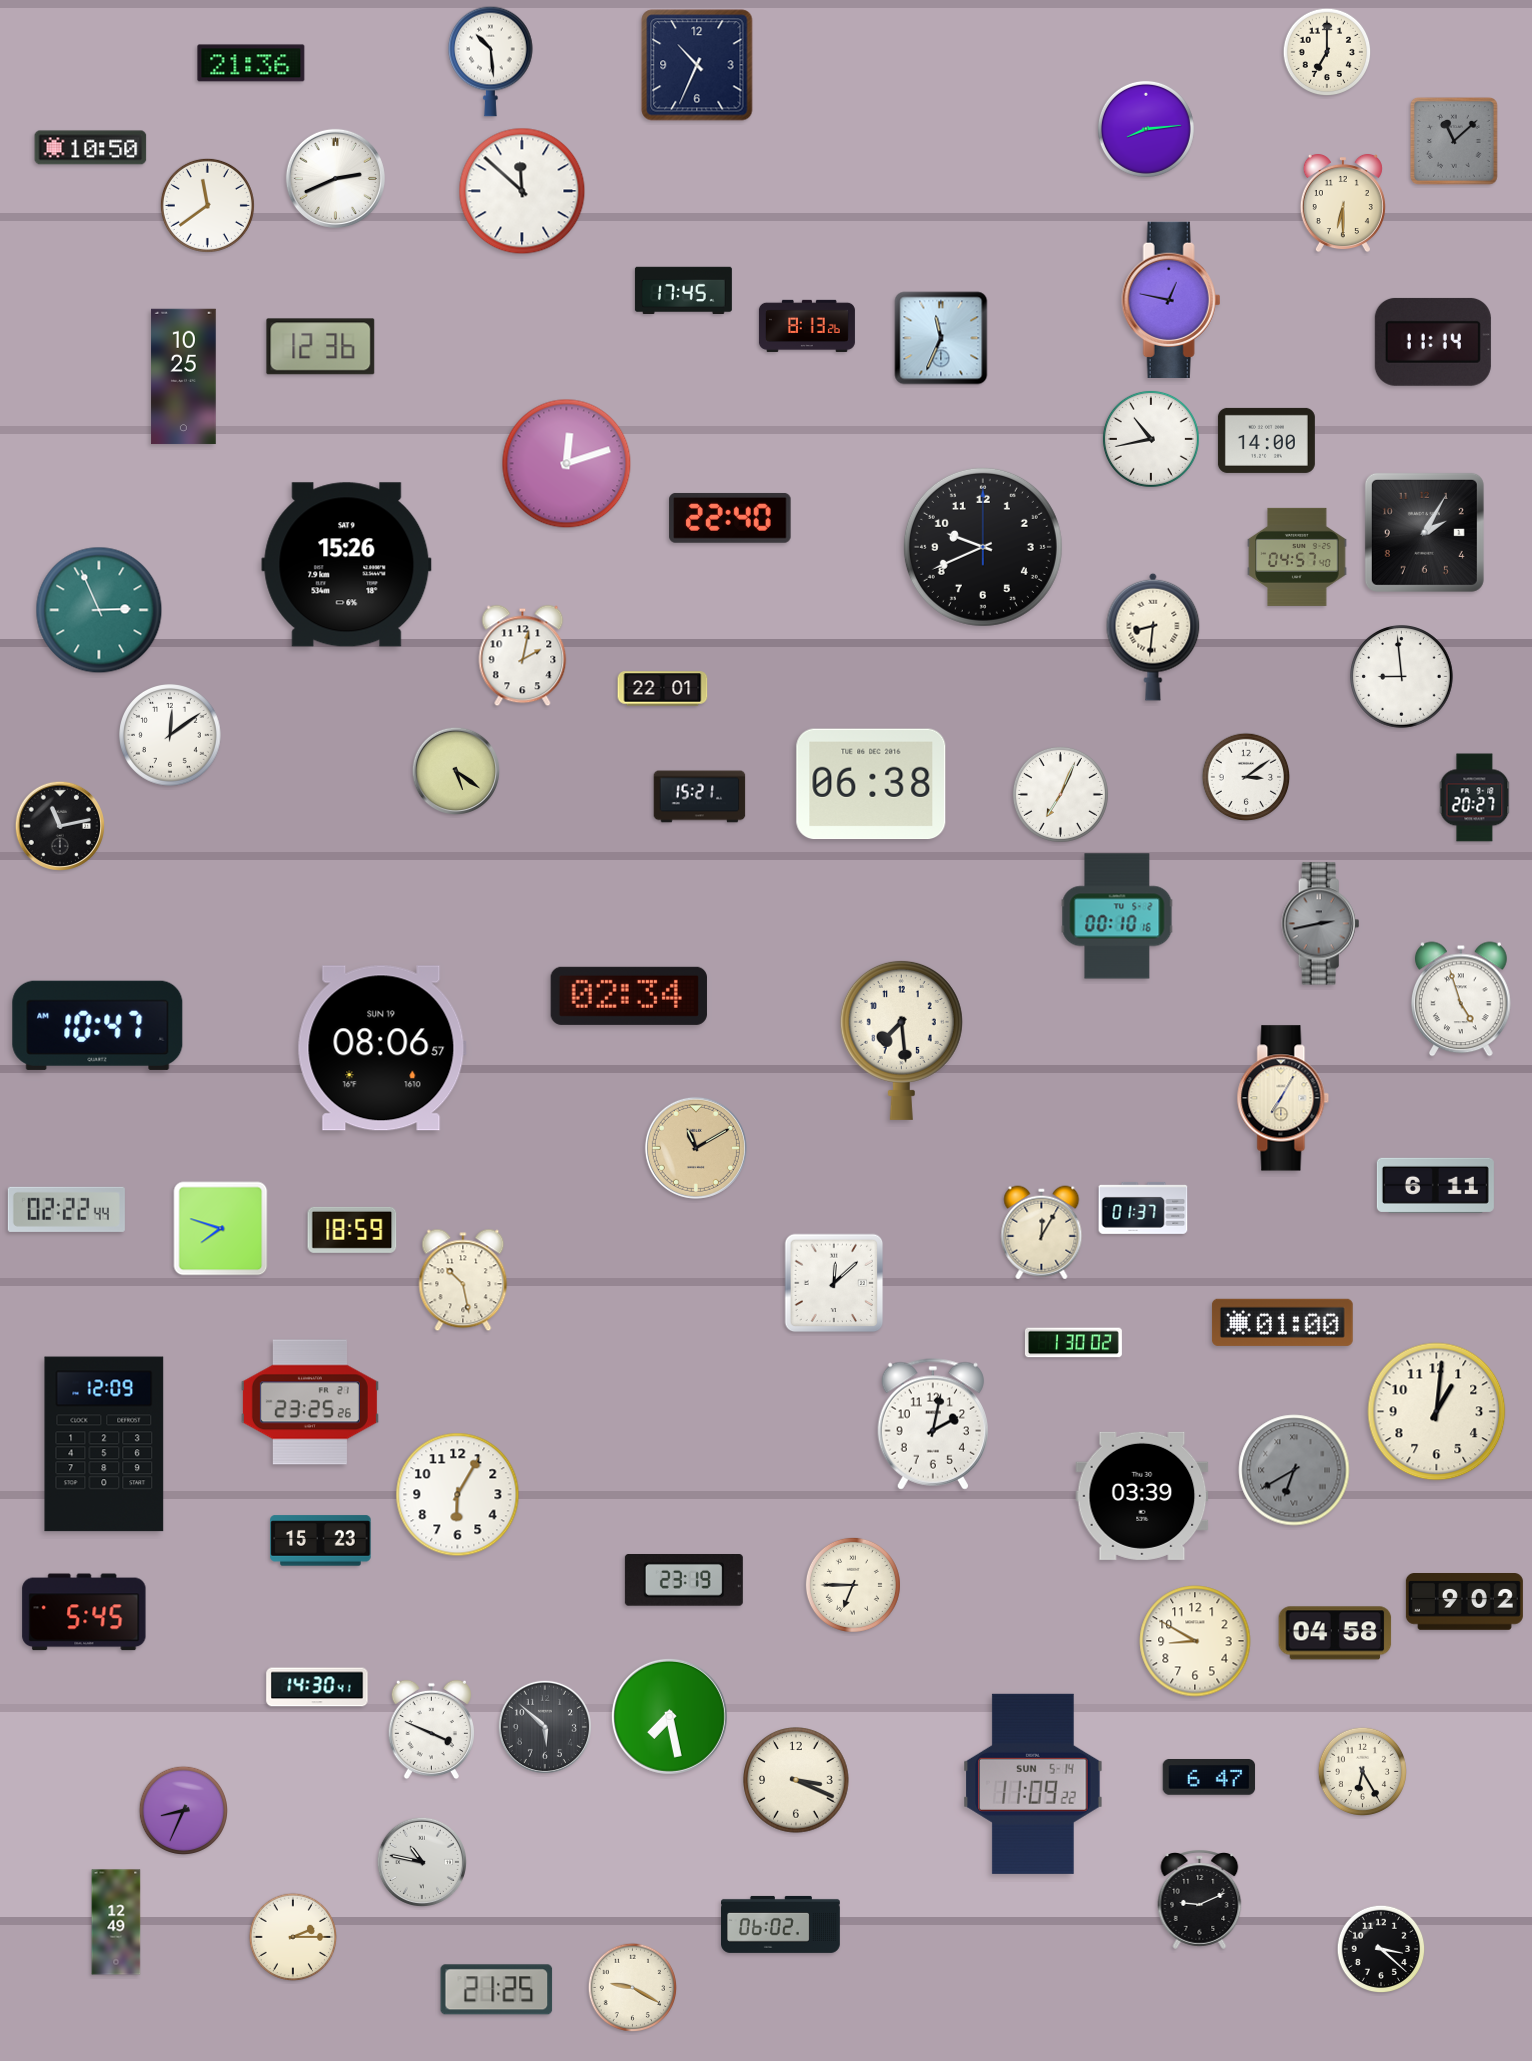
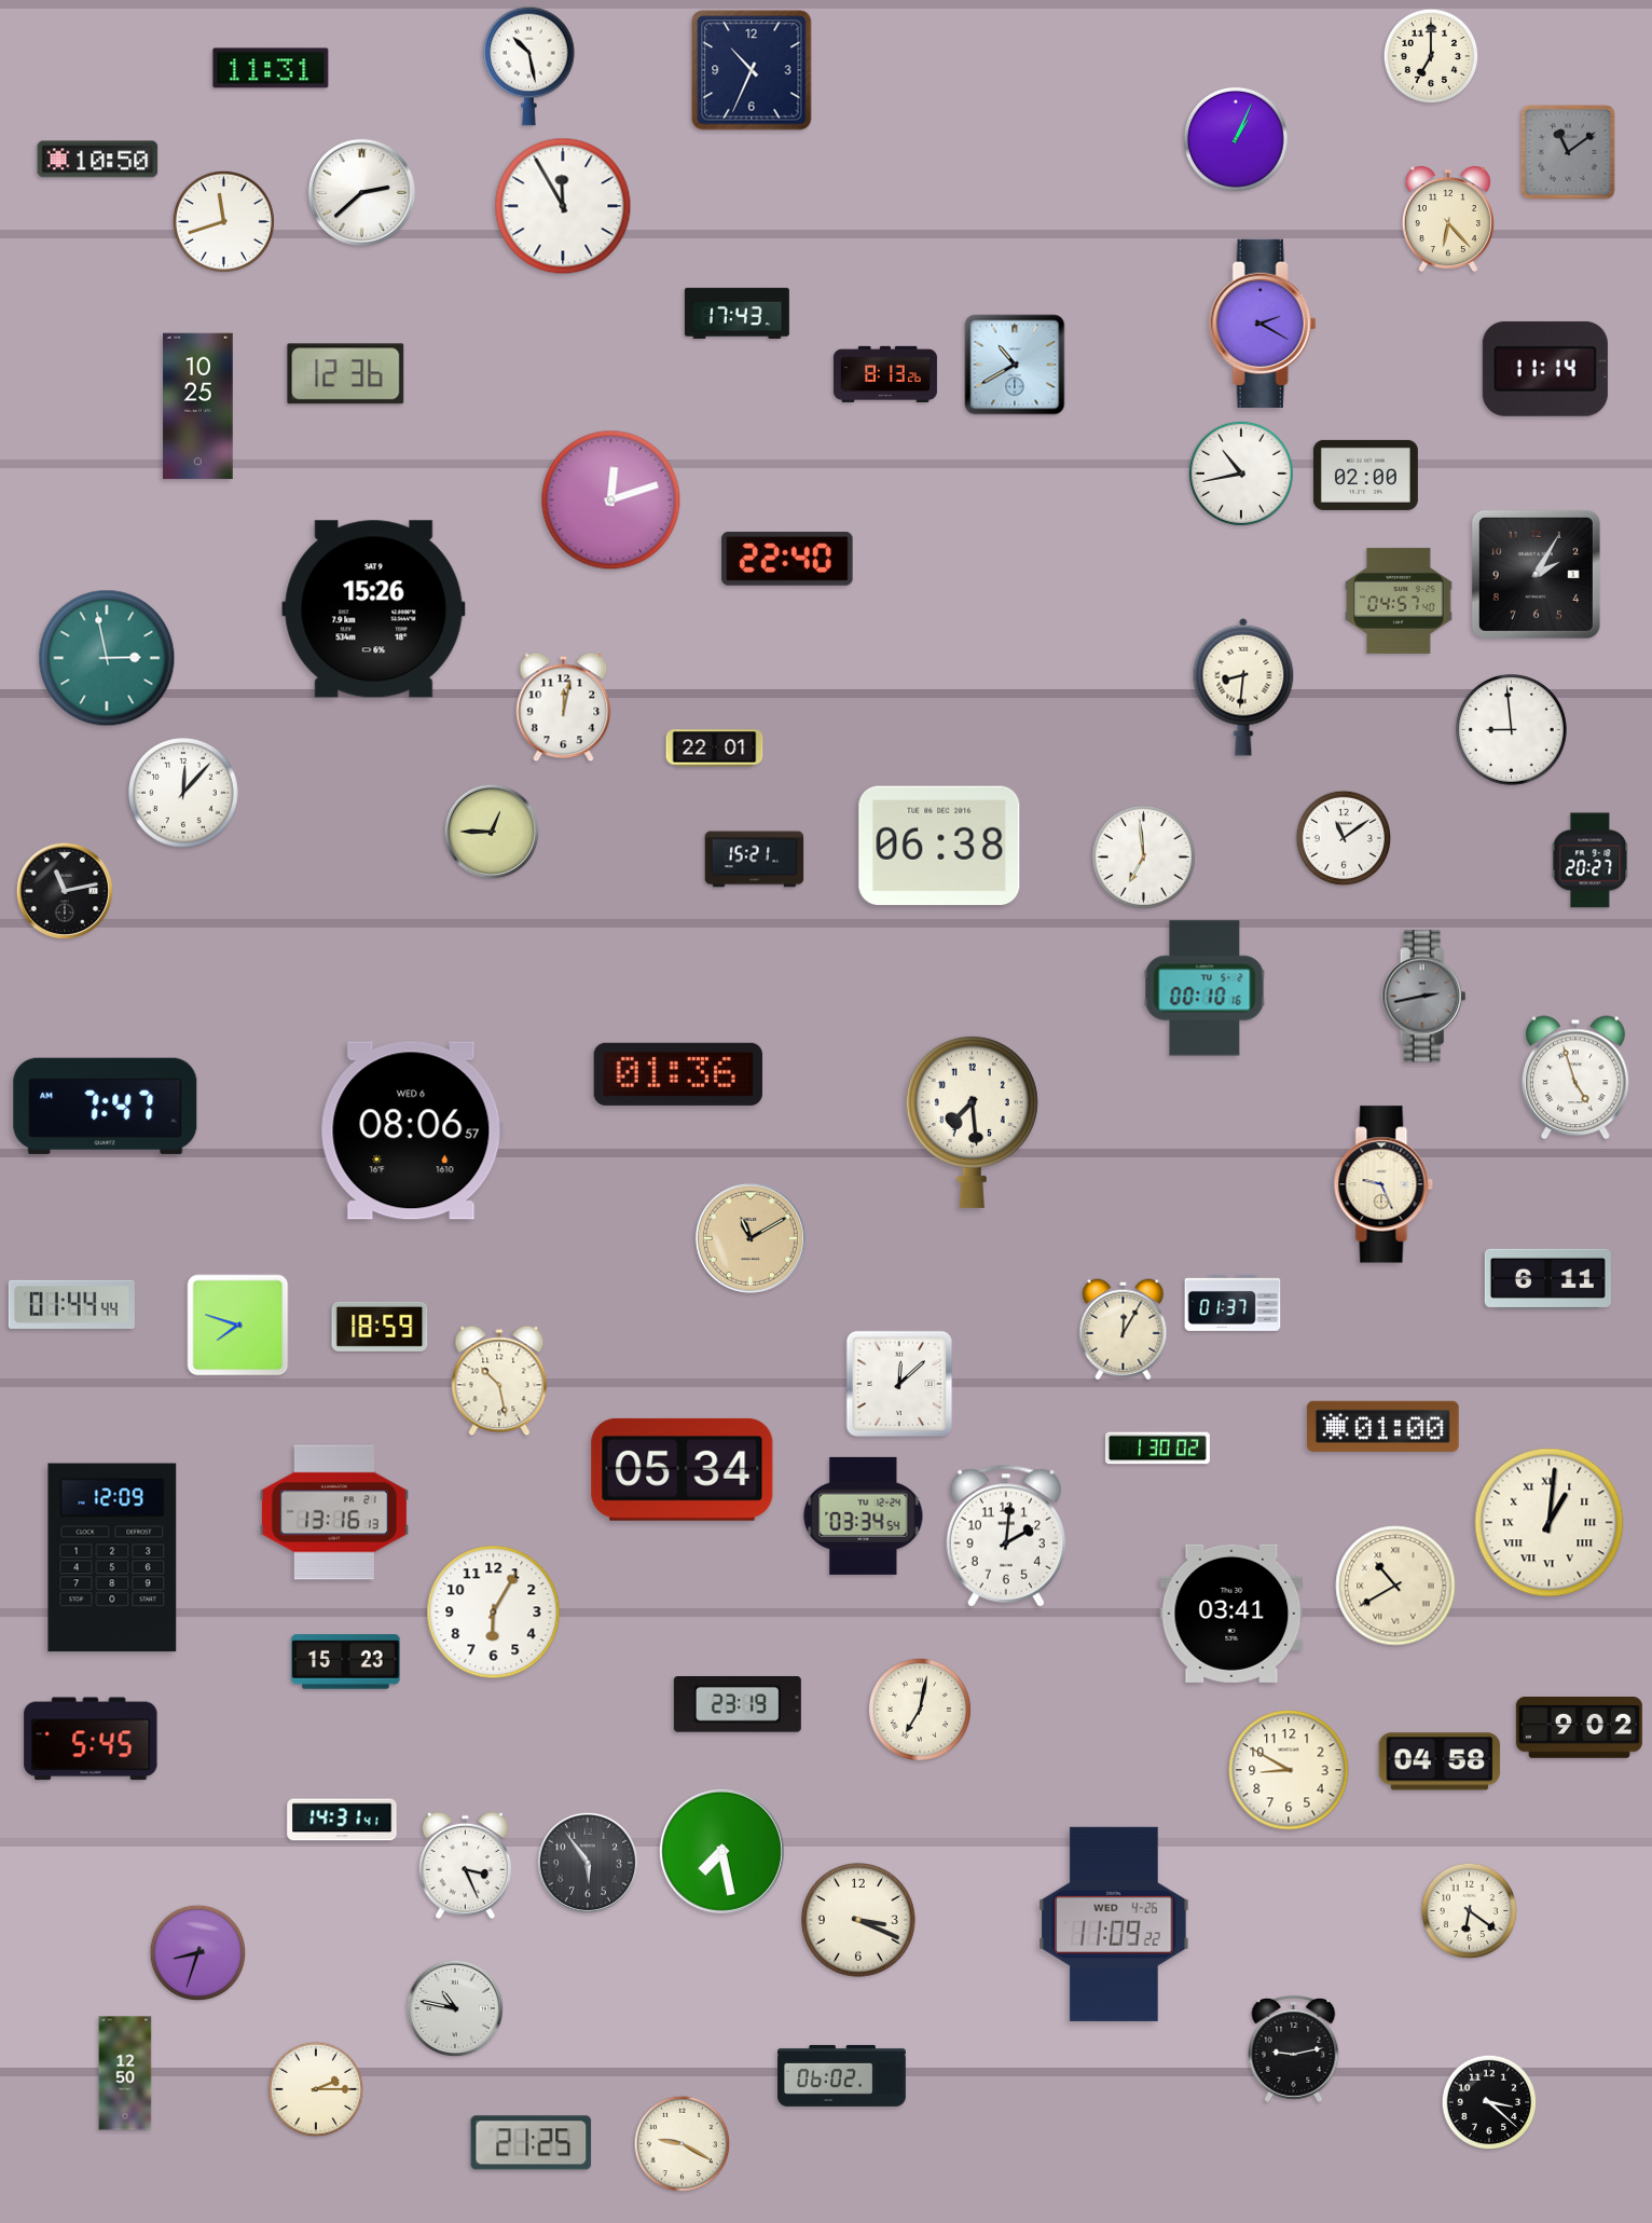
clock at (491, 61): 10:29 -> 10:28
clock at (251, 63): 21:36 -> 11:31
clock at (1146, 129): 8:14 -> 1:04
clock at (1454, 141): 11:08 -> 11:09
clock at (335, 178): 2:41 -> 2:38
clock at (522, 191): 11:52 -> 11:55
clock at (1343, 203): 6:30 -> 6:23
clock at (207, 205): 11:39 -> 11:42
clock at (683, 290): 17:45 -> 17:43
clock at (1171, 299): 12:47 -> 2:20
clock at (807, 326) position: (807, 326) -> (885, 374)
clock at (941, 338): 11:34 -> 10:40
clock at (1266, 440): 14:00 -> 02:00
clock at (983, 547): 9:41 -> none
clock at (99, 610): 2:56 -> 2:58
clock at (523, 656): 2:02 -> 12:02
clock at (663, 689) position: (663, 689) -> (715, 749)
clock at (171, 736): 12:09 -> 12:07
clock at (455, 770): 5:21 -> 12:45
clock at (1246, 777): 3:09 -> 11:09
clock at (1060, 794): 7:04 -> 6:59
clock at (629, 996): 02:34 -> 01:36
clock at (98, 1025): 10:47 -> 7:47
clock at (382, 1048) date: SUN 19 -> WED 6
clock at (1283, 1098): 7:05 -> 9:26
clock at (66, 1209): 02:22 -> 01:44
clock at (683, 1469): none -> 05:34
clock at (310, 1402): 23:25 -> 13:16
clock at (864, 1515): none -> 03:34
clock at (1437, 1412) numerals: Arabic -> Roman
clock at (932, 1424): 2:02 -> 2:01
clock at (1294, 1470): 6:40 -> 10:40
clock at (1294, 1470) dial: grey -> cream
clock at (1142, 1496): 03:39 -> 03:41
clock at (853, 1585): 6:45 -> 7:02
clock at (317, 1687): 14:30 -> 14:31
clock at (545, 1727): 5:52 -> 5:54
clock at (431, 1730): 3:49 -> 3:26
clock at (1362, 1771): 6:25 -> 6:21
clock at (1209, 1777): 6:47 -> none
clock at (1033, 1784) date: SUN 5-14 -> WED 4-26
clock at (183, 1810): 8:34 -> 8:33
clock at (1200, 1899): 9:11 -> 9:13
clock at (116, 1922): 12:49 -> 12:50
clock at (497, 1990) position: (497, 1990) -> (532, 2143)
